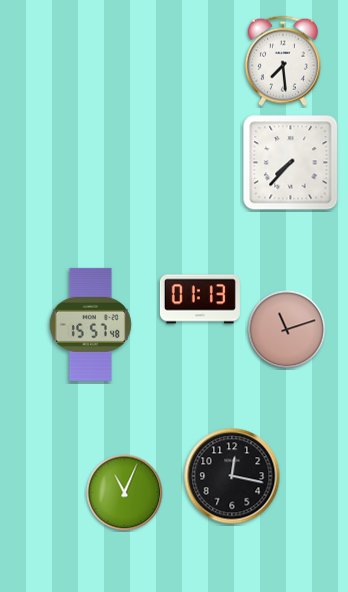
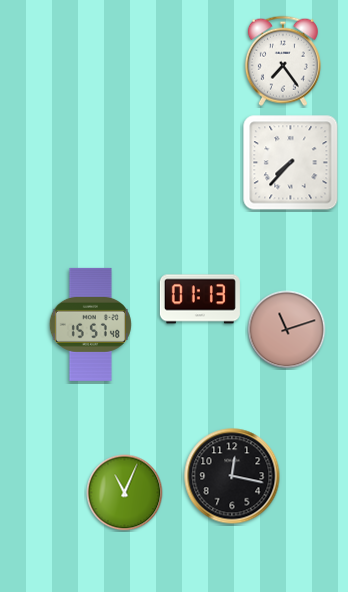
clock at (283, 61): 7:29 -> 7:24
